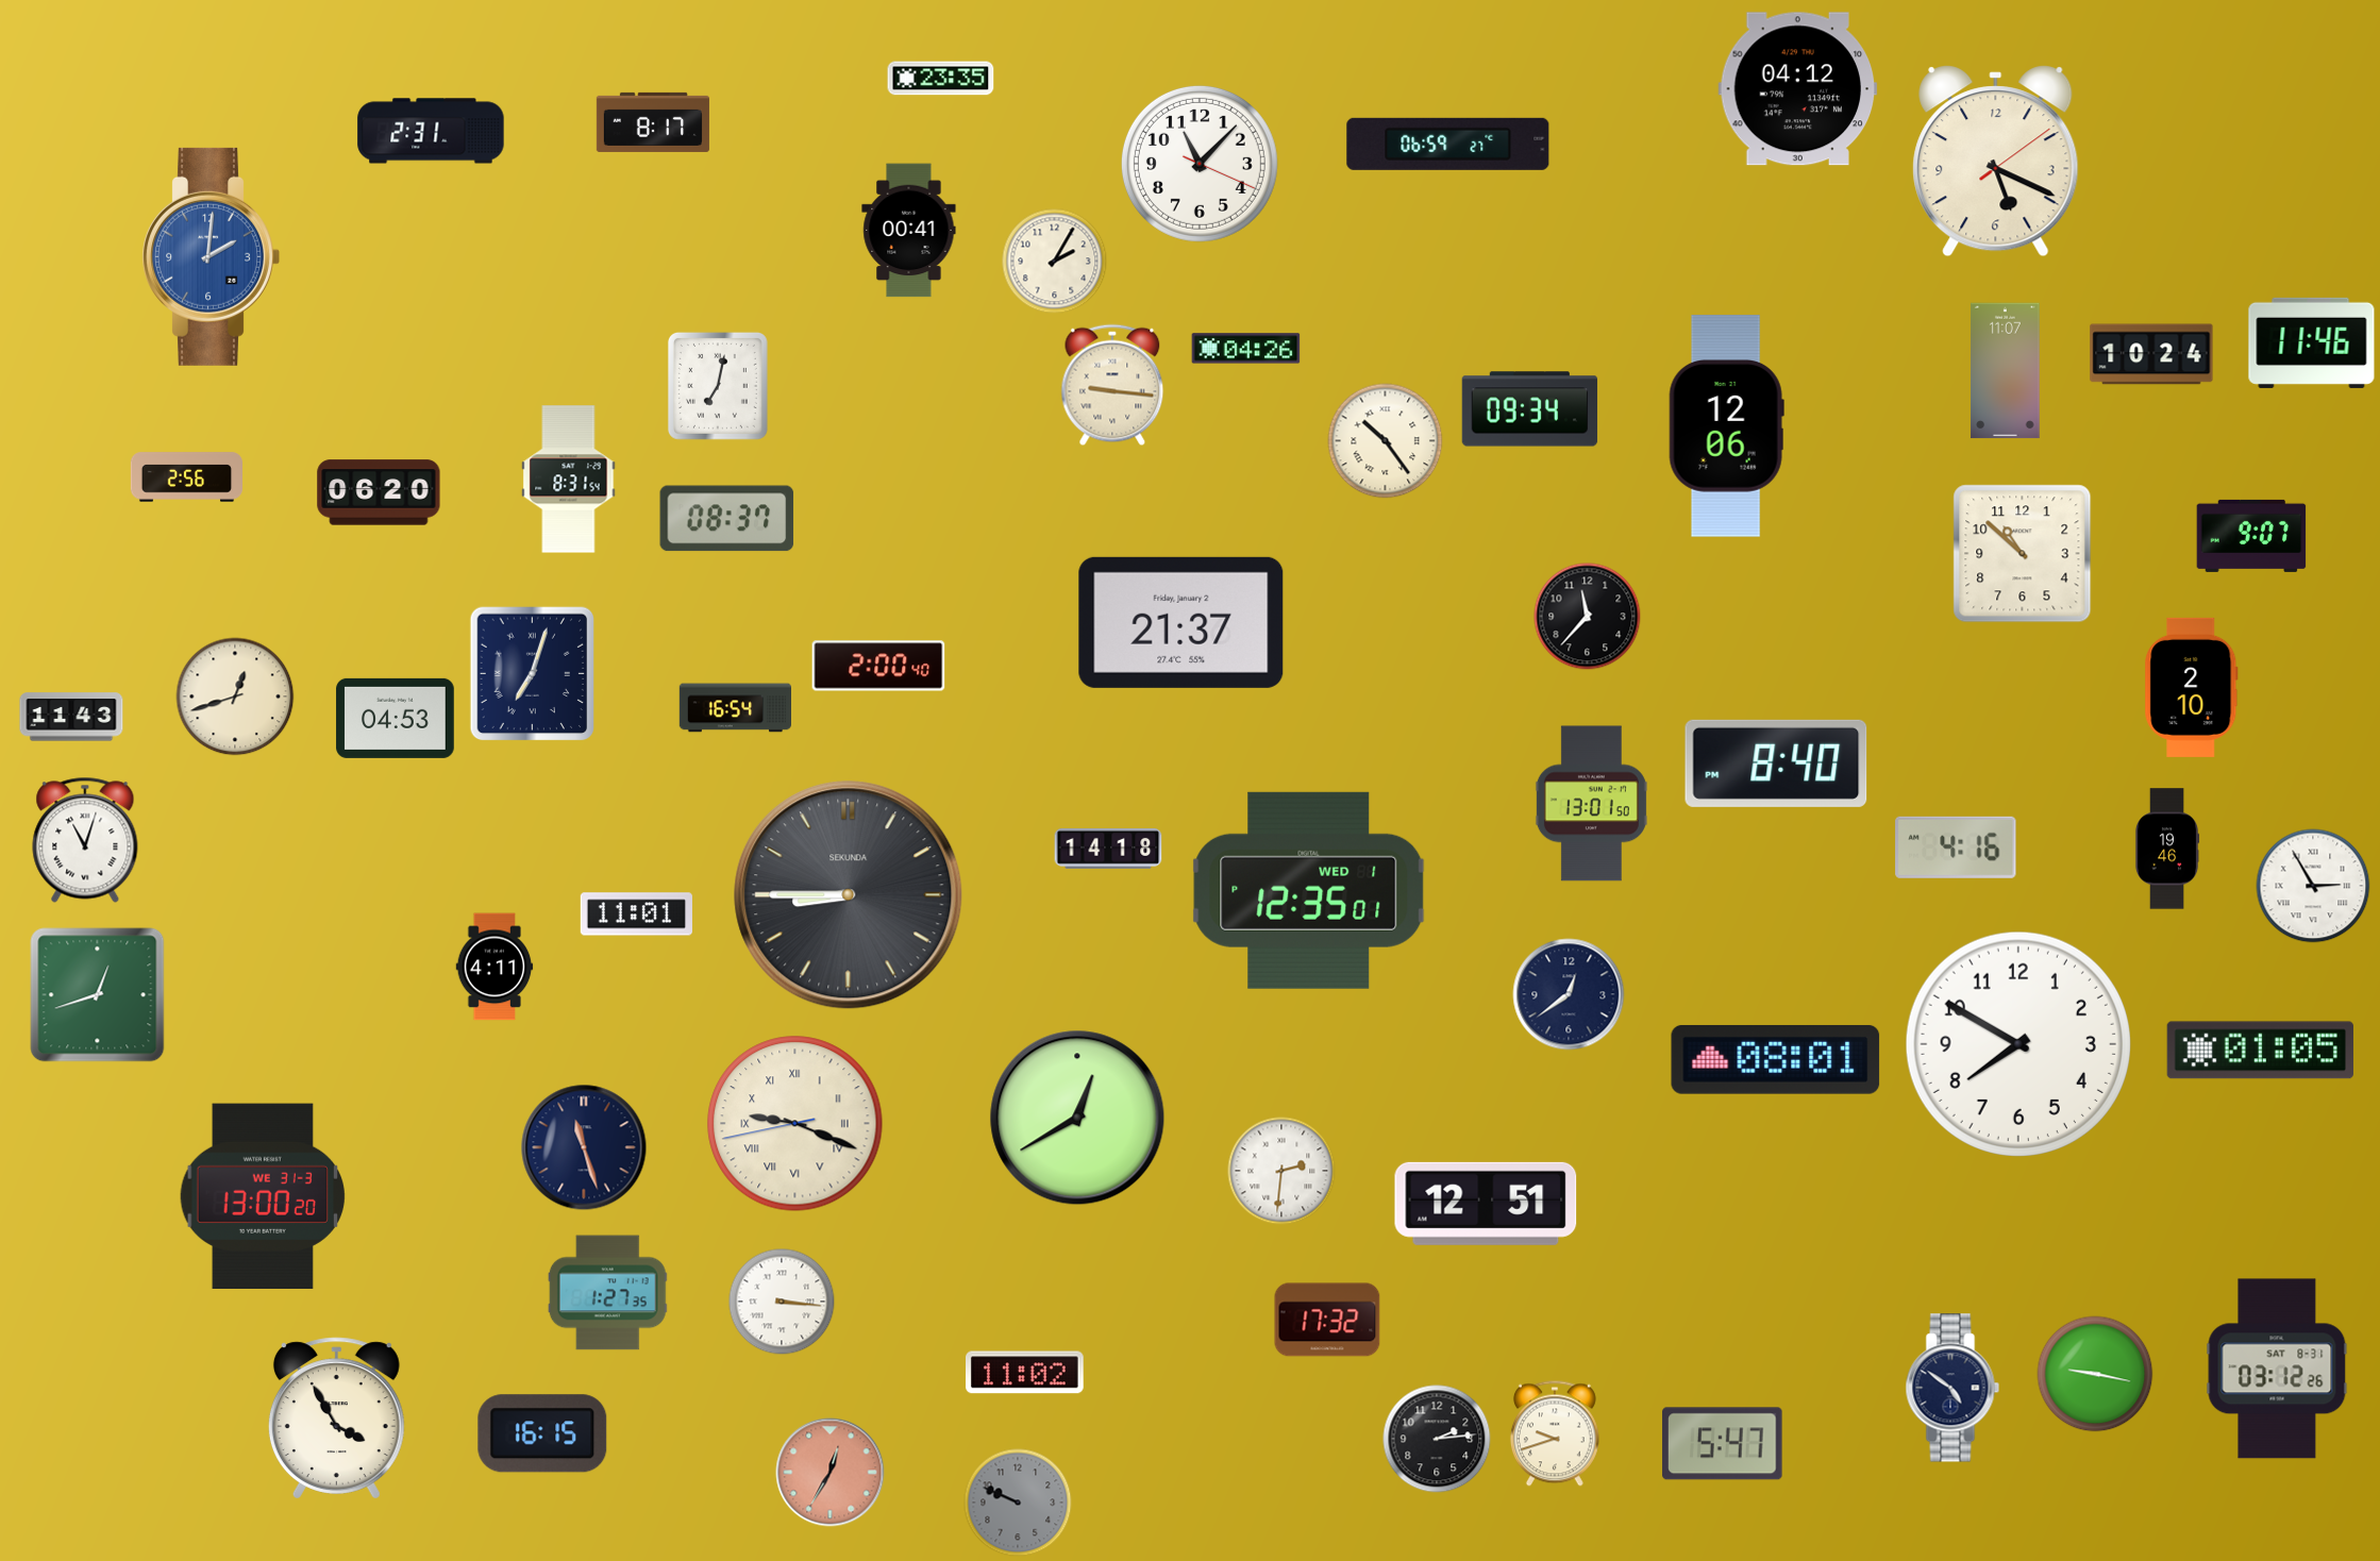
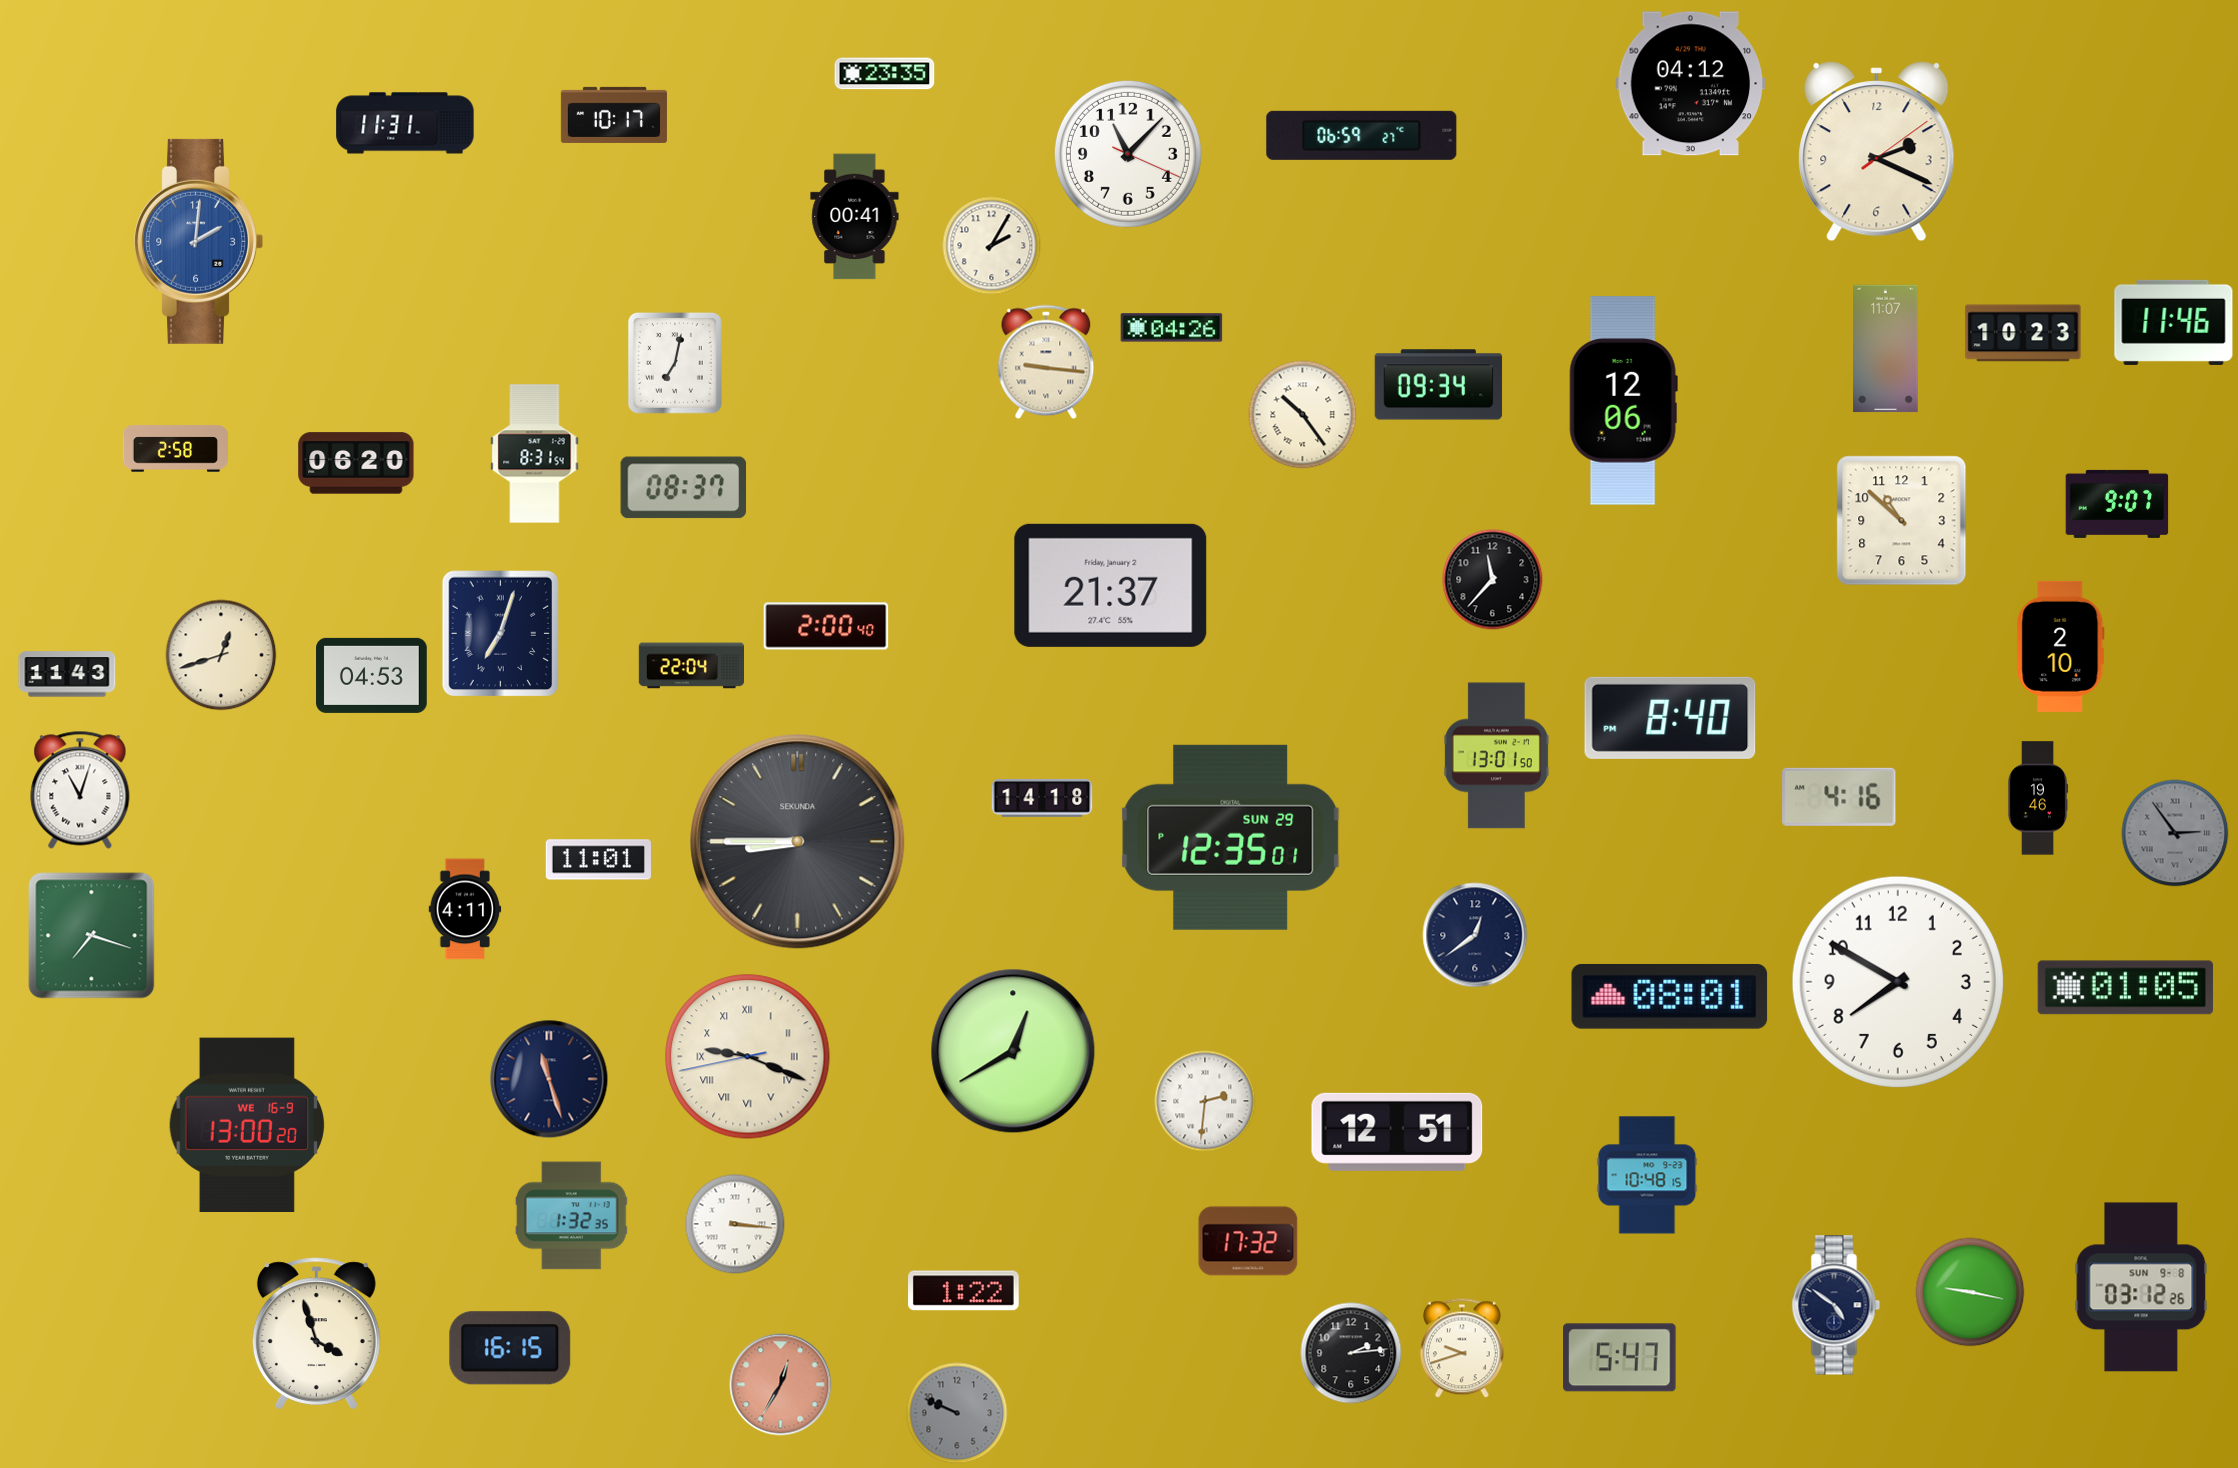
clock at (653, 122): 8:17 -> 10:17
clock at (431, 131): 2:31 -> 11:31
clock at (1996, 162): 5:19 -> 2:19
clock at (2151, 354): 10:24 -> 10:23
clock at (186, 477): 2:56 -> 2:58
clock at (569, 480) position: (569, 480) -> (535, 454)
clock at (735, 708): 16:54 -> 22:04
clock at (2313, 886): 2:55 -> 2:54
clock at (2313, 886) dial: white -> grey
clock at (1309, 890) date: WED 1 -> SUN 29
clock at (98, 995): 12:42 -> 7:18
clock at (262, 1195) date: WE 31-3 -> WE 16-9
clock at (1647, 1175): none -> 10:48
clock at (607, 1293): 1:27 -> 1:32
clock at (2277, 1369) date: SAT 8-31 -> SUN 9-8
clock at (1025, 1373): 11:02 -> 1:22
clock at (336, 1419): 3:55 -> 3:57
